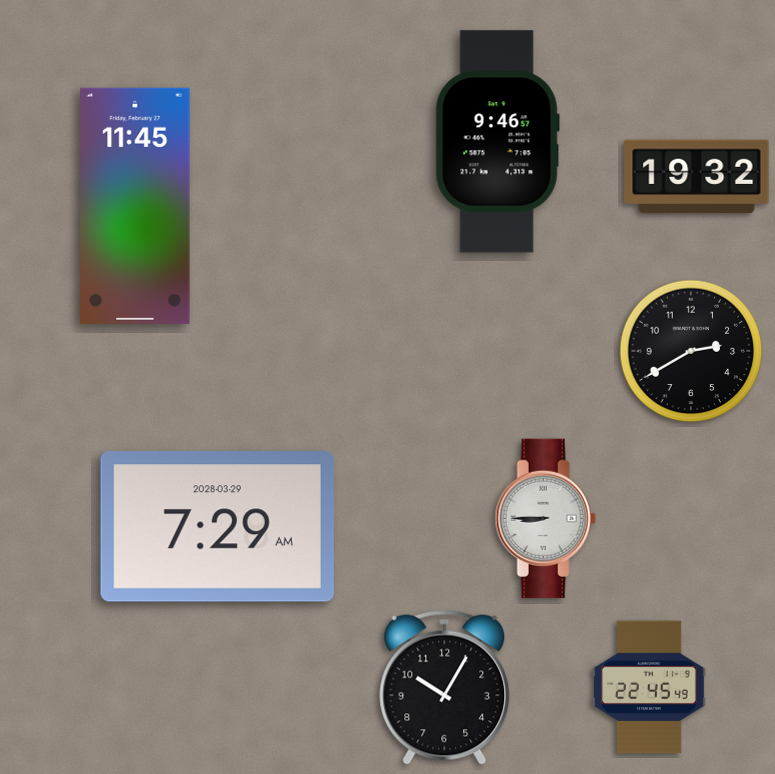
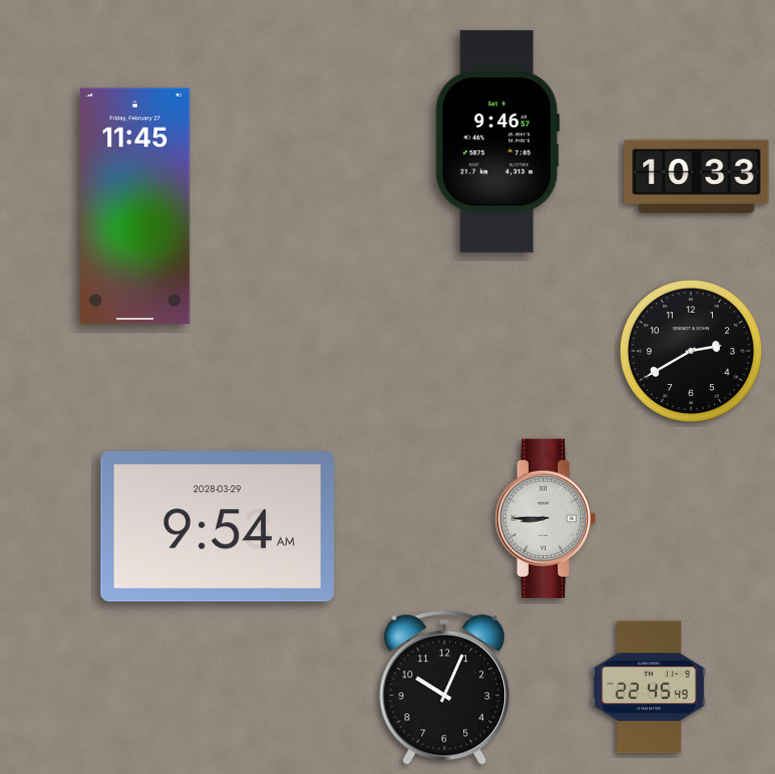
clock at (697, 177): 19:32 -> 10:33
clock at (217, 527): 7:29 -> 9:54
clock at (445, 687): 10:05 -> 10:04
